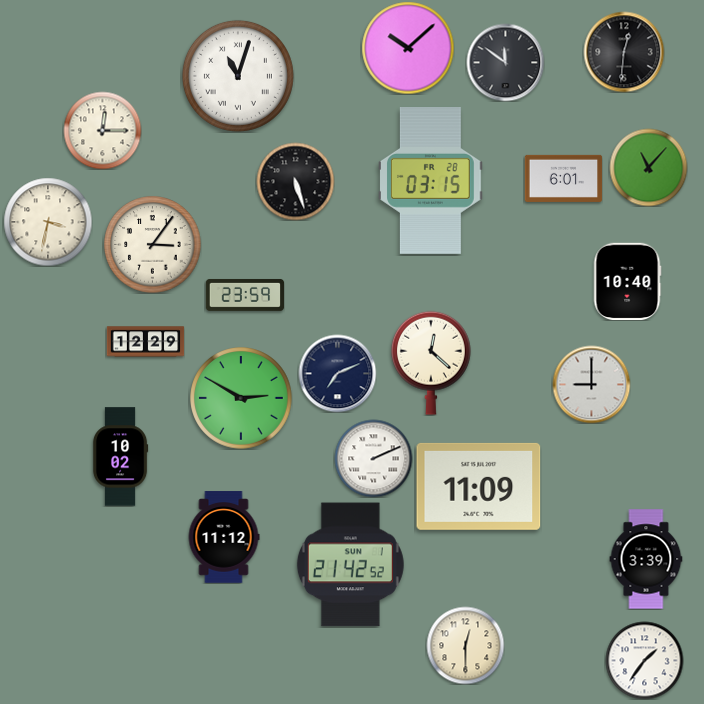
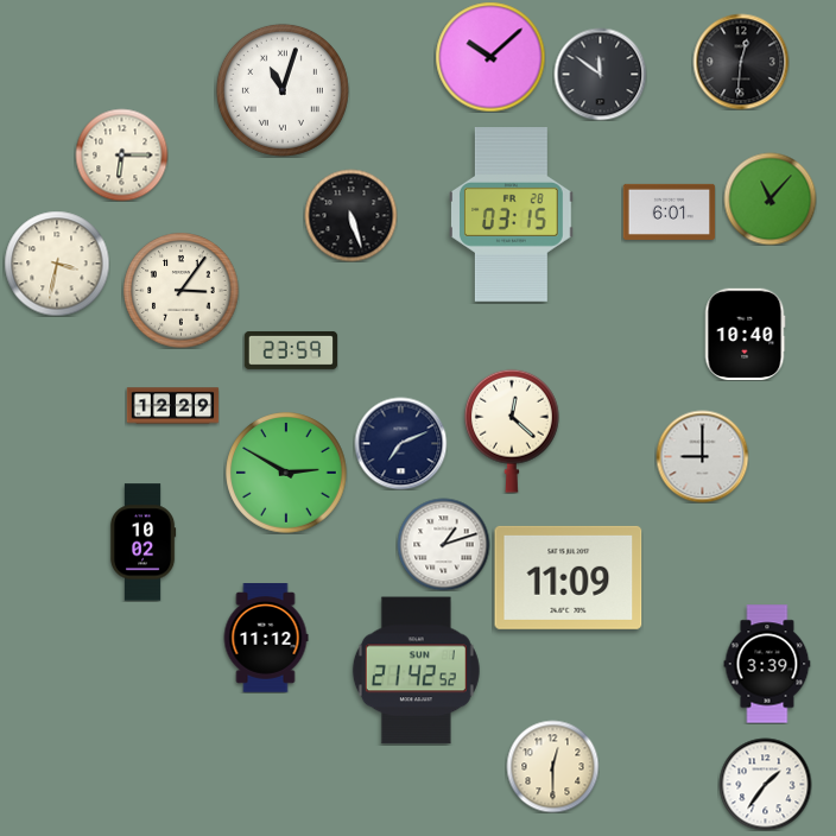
clock at (408, 48) position: (408, 48) -> (490, 57)
clock at (102, 130): 12:15 -> 6:15
clock at (373, 458): 2:11 -> 1:12
